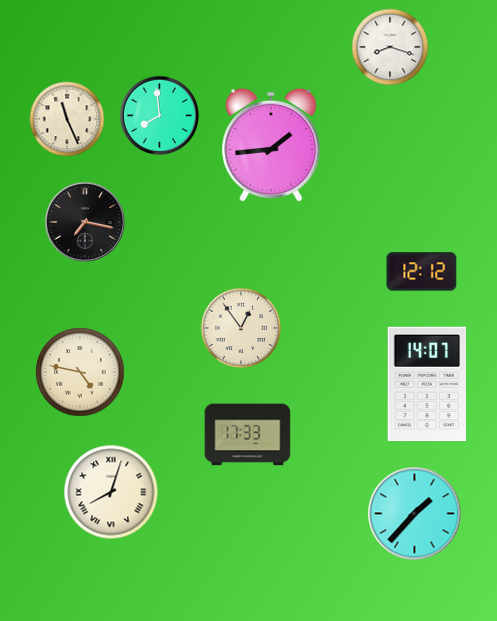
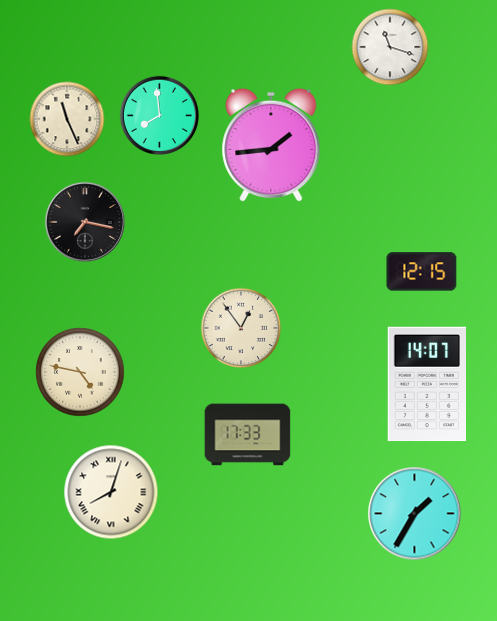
clock at (390, 47): 8:18 -> 11:18
clock at (422, 272): 12:12 -> 12:15
clock at (415, 514): 1:37 -> 1:35
